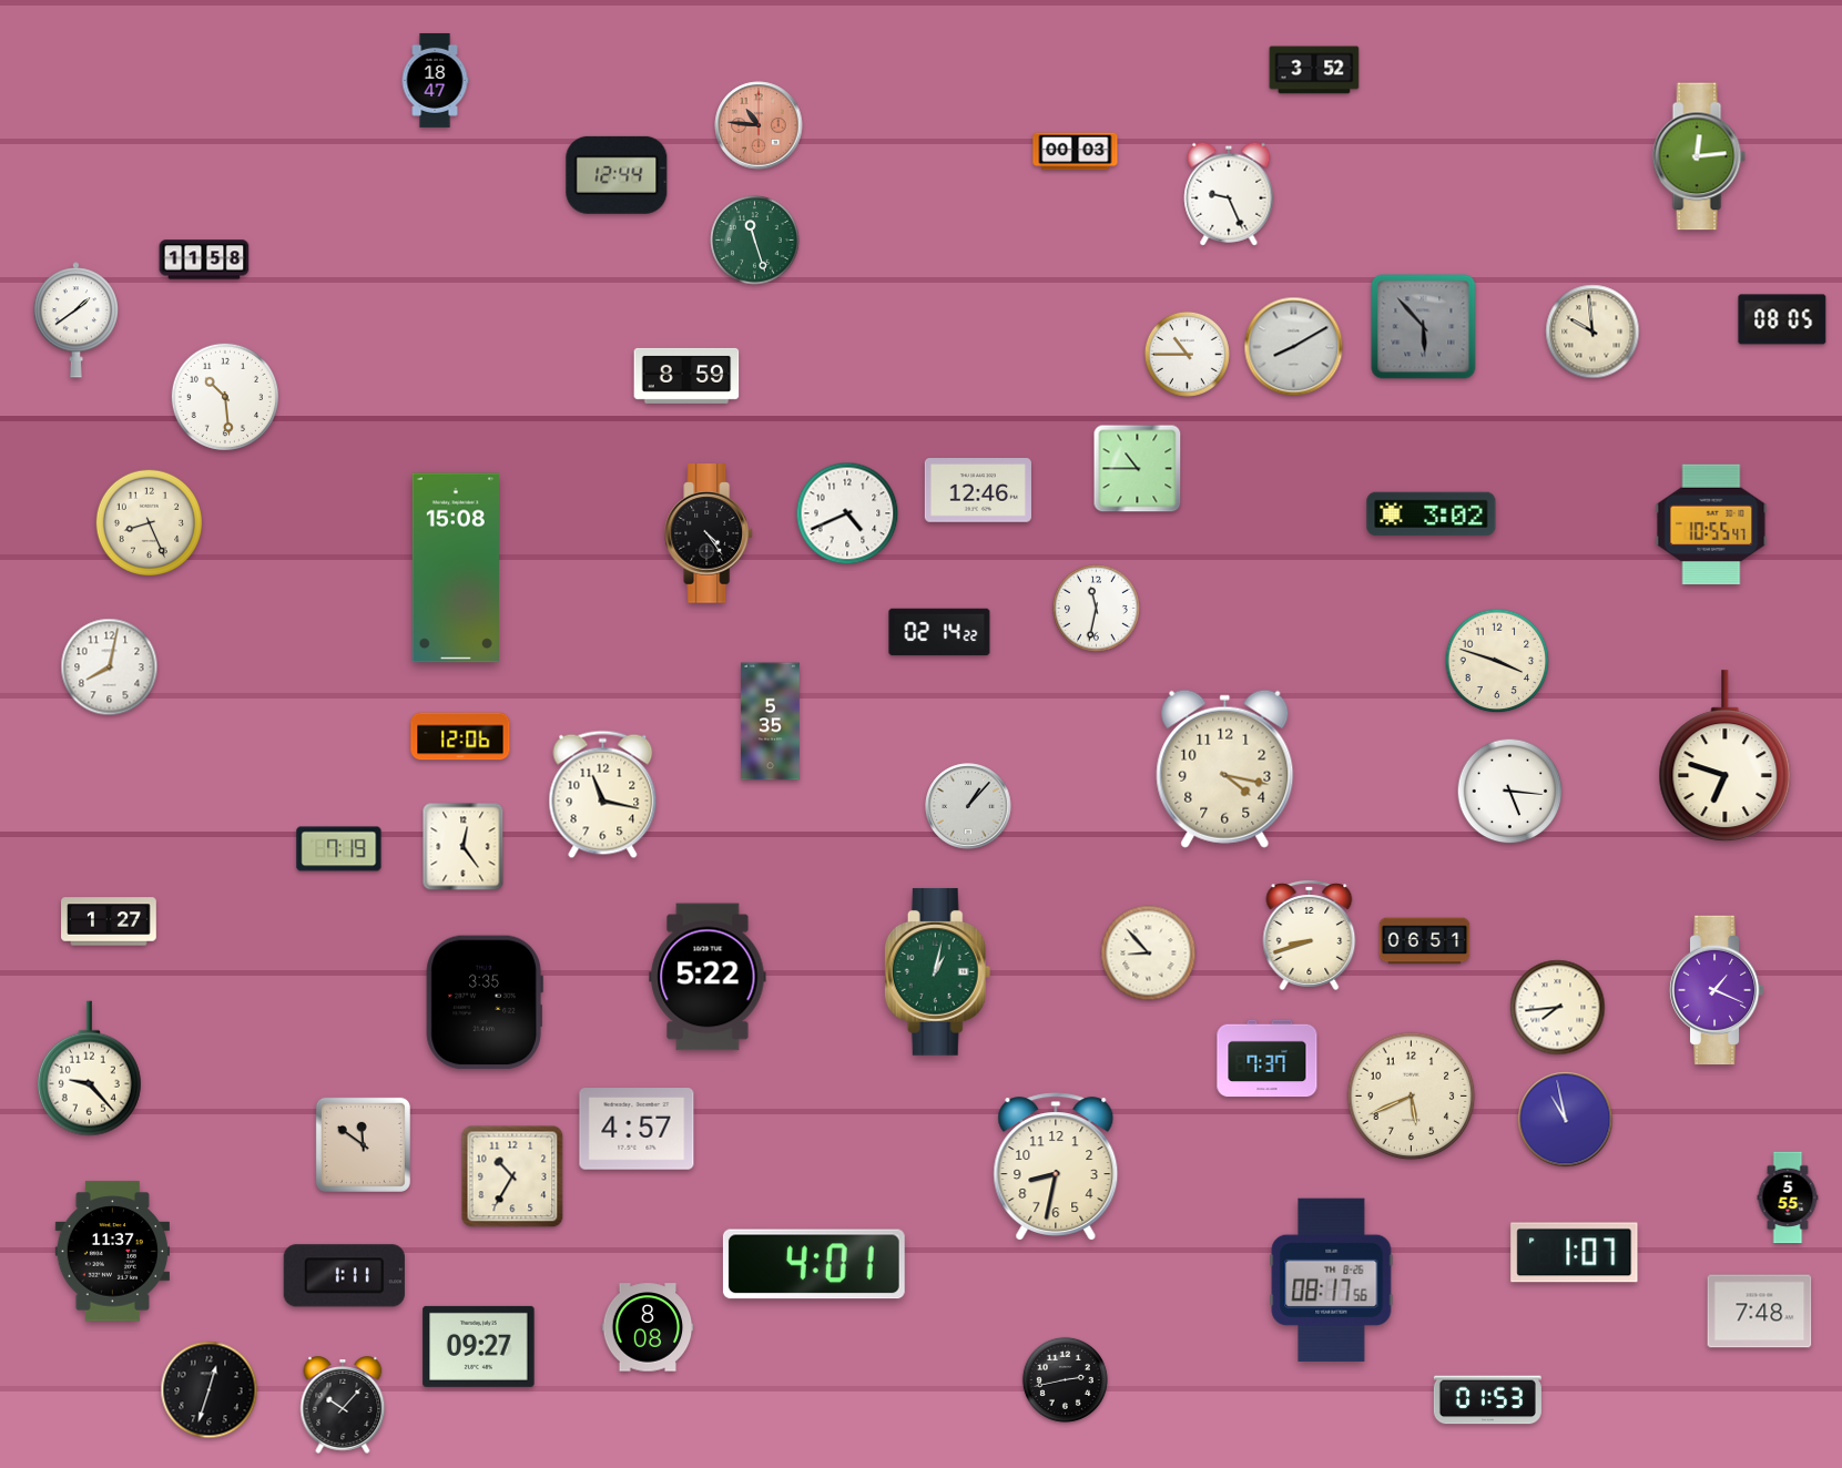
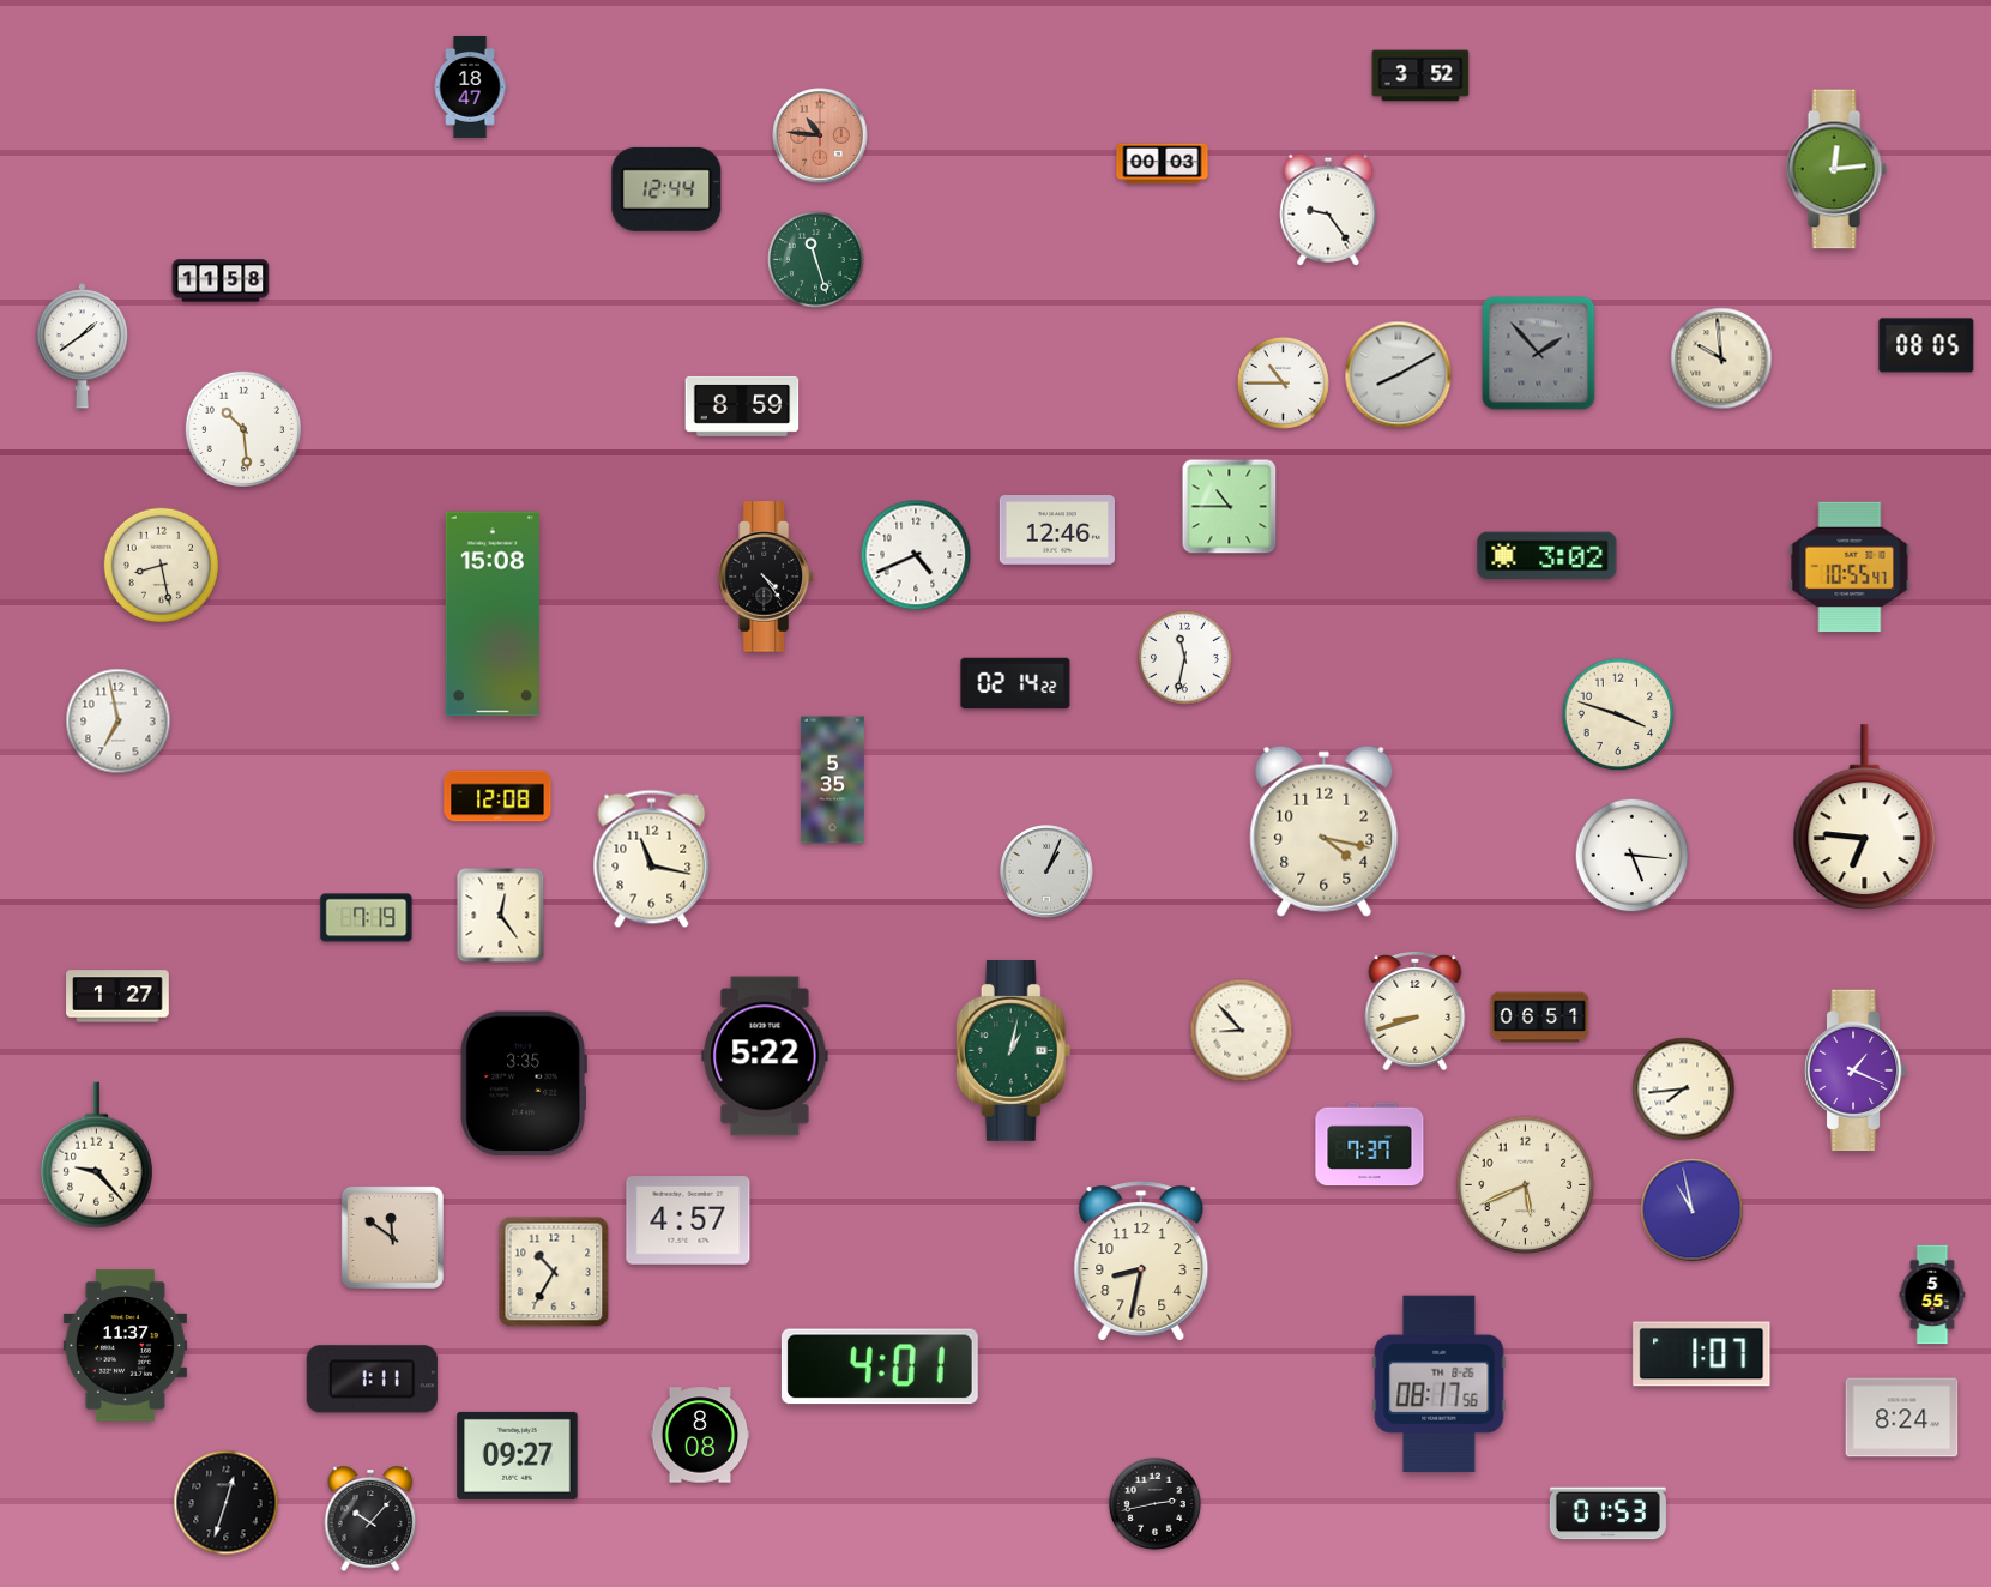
clock at (1229, 194): 9:26 -> 9:24
clock at (1424, 327): 5:53 -> 1:53
clock at (150, 523): 8:26 -> 8:28
clock at (110, 667): 8:02 -> 6:58
clock at (460, 736): 12:06 -> 12:08
clock at (1726, 756): 6:48 -> 6:46
clock at (968, 806): 1:07 -> 1:04
clock at (112, 1252) position: (112, 1252) -> (125, 1346)
clock at (1760, 1312): 7:48 -> 8:24
clock at (1065, 1379) position: (1065, 1379) -> (1154, 1503)
